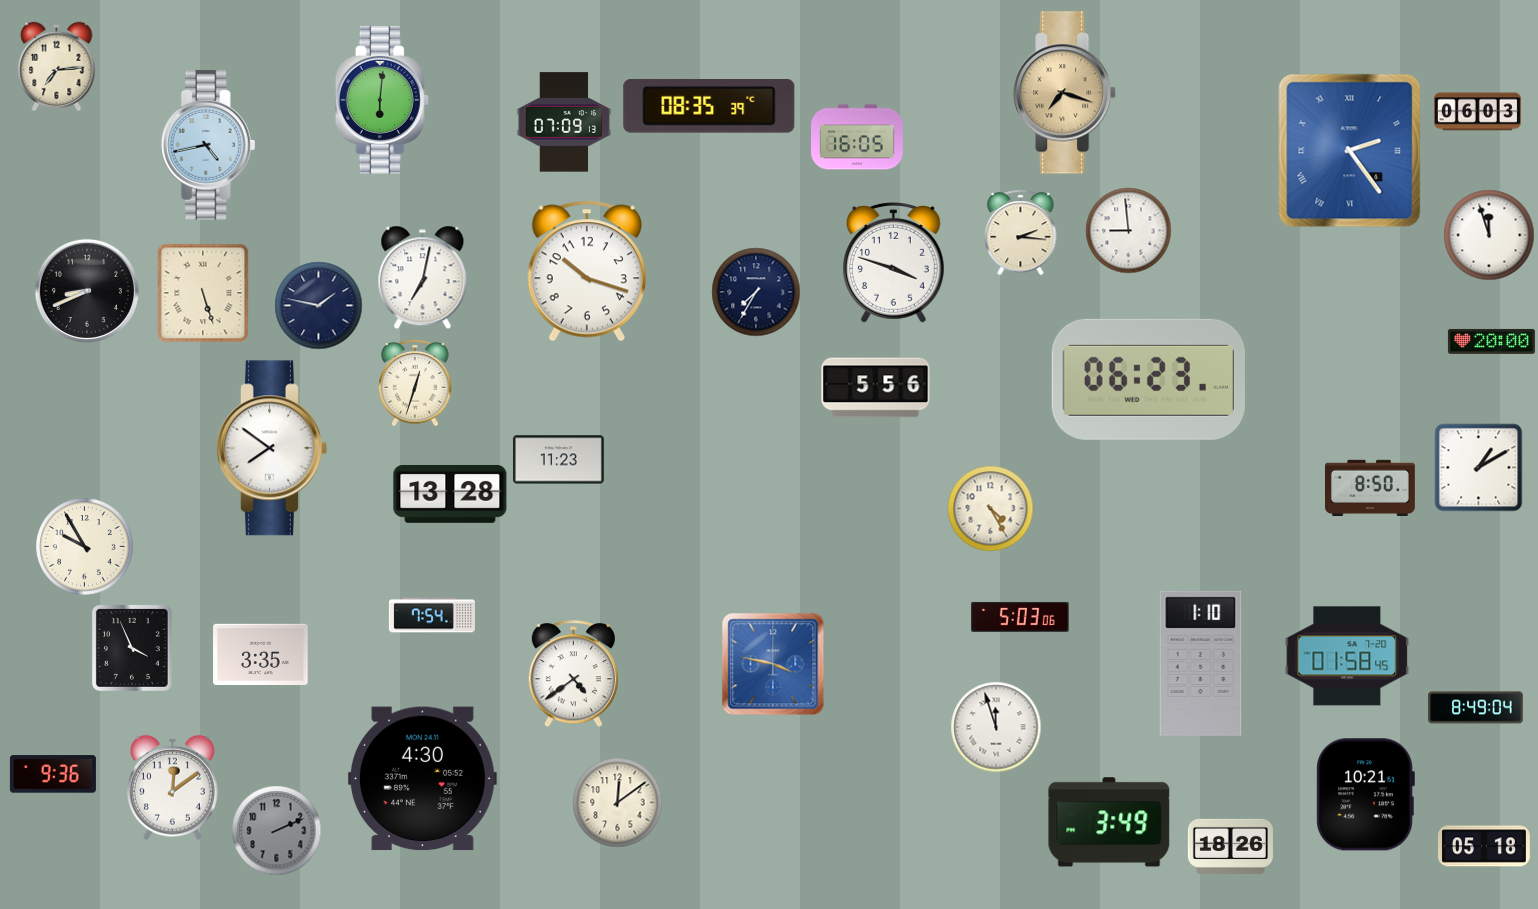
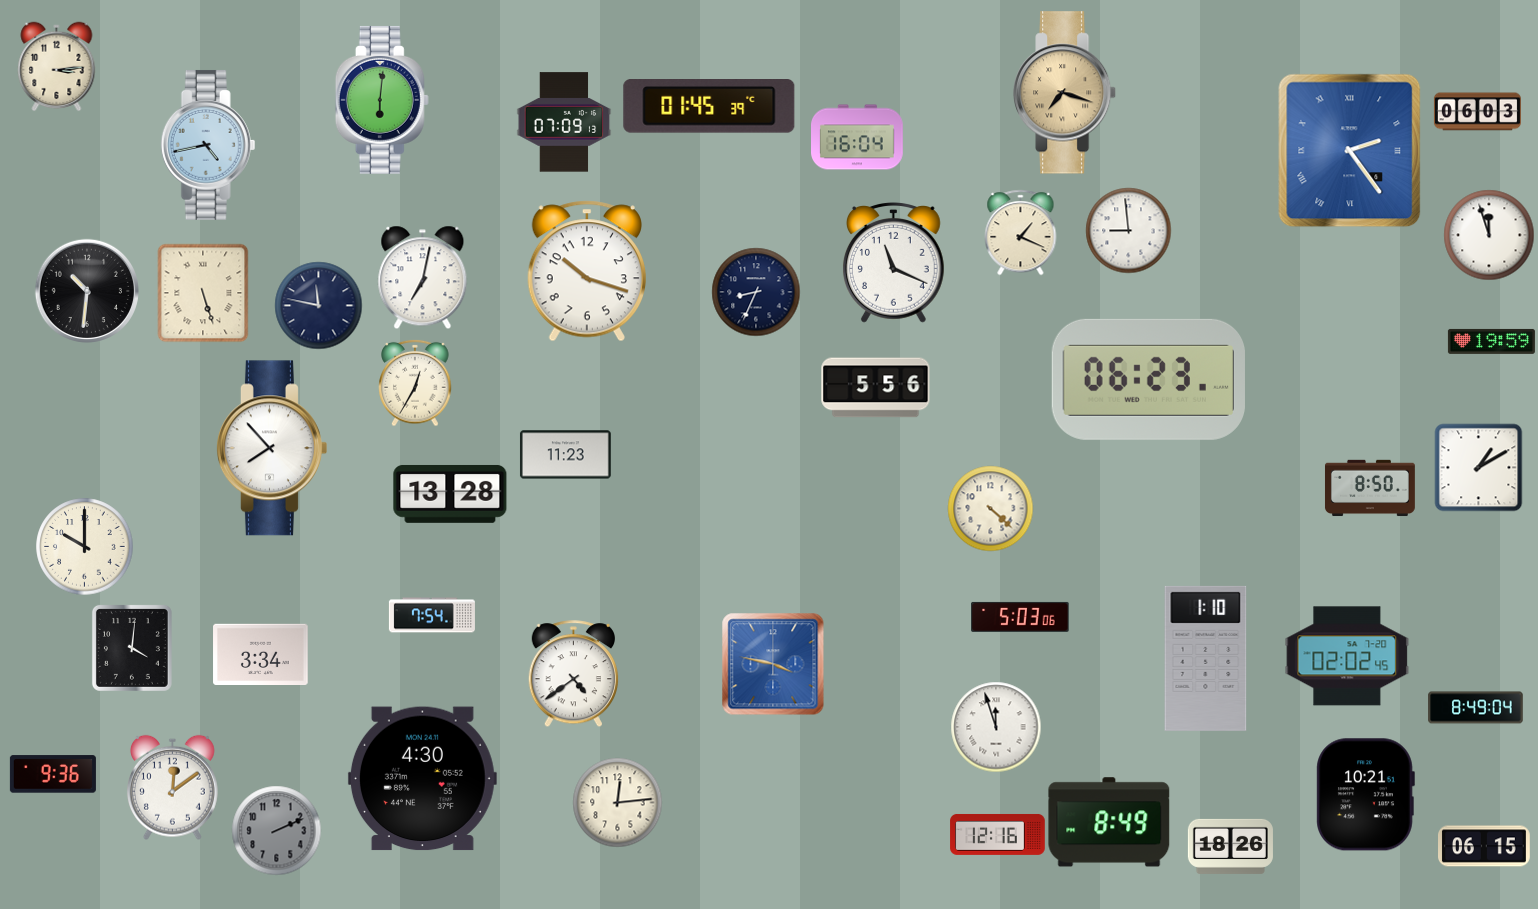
clock at (57, 66): 7:14 -> 3:14
clock at (709, 107): 08:35 -> 01:45
clock at (858, 137): 16:05 -> 16:04
clock at (1021, 232): 2:16 -> 1:19
clock at (893, 263): 3:48 -> 11:19
clock at (87, 291): 8:41 -> 10:31
clock at (756, 292): 7:35 -> 8:34
clock at (318, 305): 1:47 -> 11:47
clock at (1491, 341): 20:00 -> 19:59
clock at (415, 383): 12:33 -> 12:35
clock at (271, 448): 7:51 -> 7:53
clock at (558, 460) position: (558, 460) -> (565, 455)
clock at (990, 508): 4:25 -> 4:22
clock at (85, 547): 9:55 -> 10:00
clock at (132, 648): 3:56 -> 4:01
clock at (261, 654): 3:35 -> 3:34
clock at (1347, 656): 01:58 -> 02:02
clock at (1201, 663) position: (1201, 663) -> (1206, 658)
clock at (617, 802): 12:09 -> 12:14
clock at (1109, 822): 3:49 -> 8:49
clock at (998, 835): none -> 12:16
clock at (1485, 846): 05:18 -> 06:15
